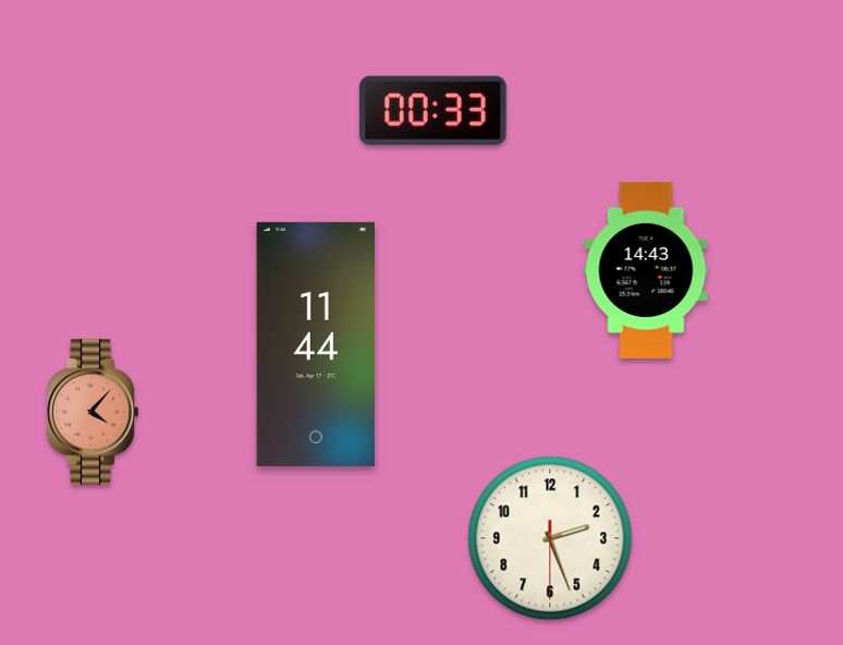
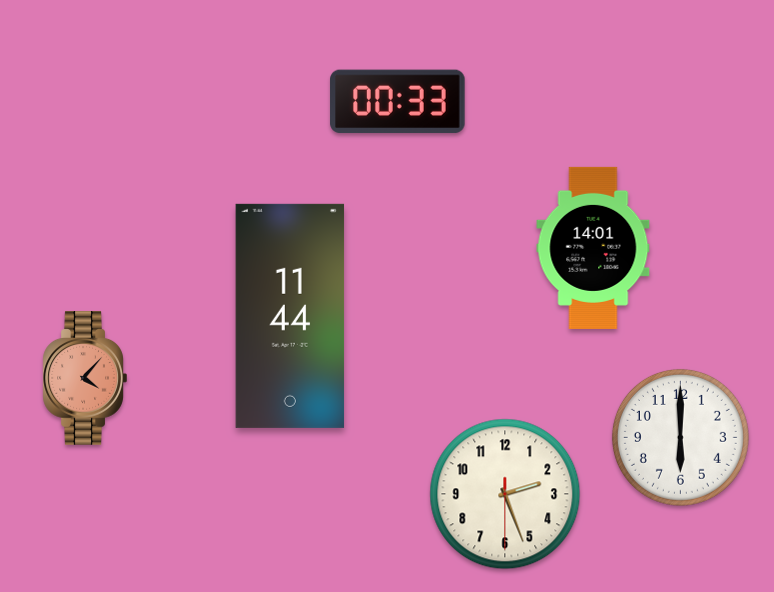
clock at (646, 270): 14:43 -> 14:01
clock at (680, 437): none -> 6:00
